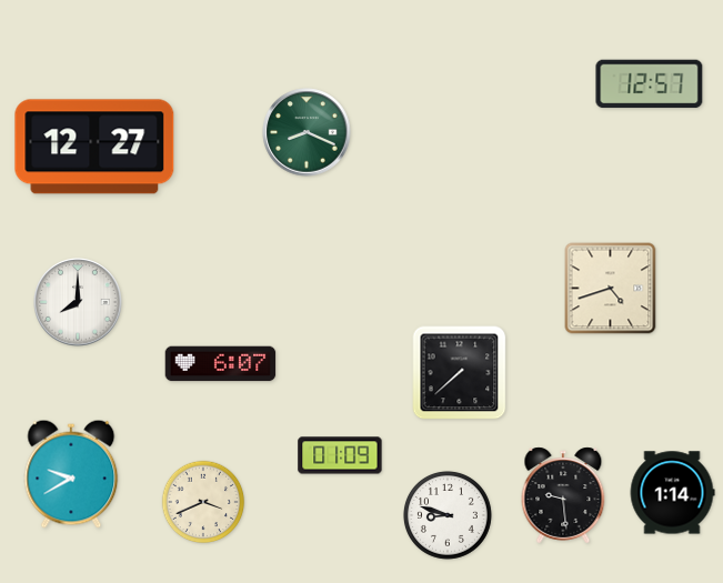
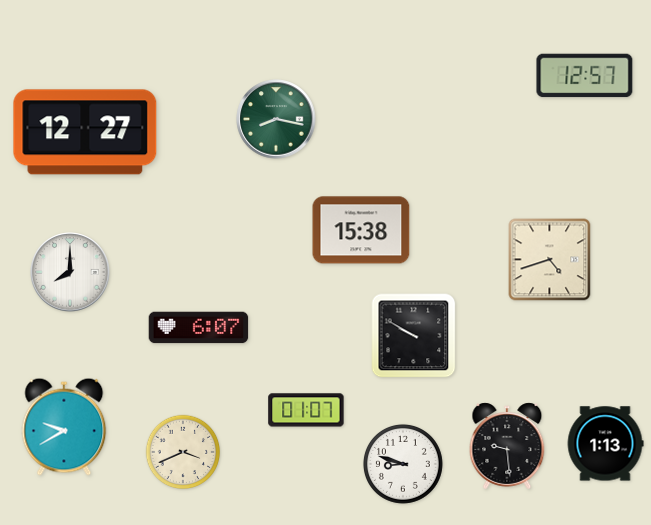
clock at (307, 132): 8:19 -> 8:17
clock at (361, 230): none -> 15:38
clock at (460, 373): 7:38 -> 9:50
clock at (340, 455): 01:09 -> 01:07
clock at (672, 493): 1:14 -> 1:13
